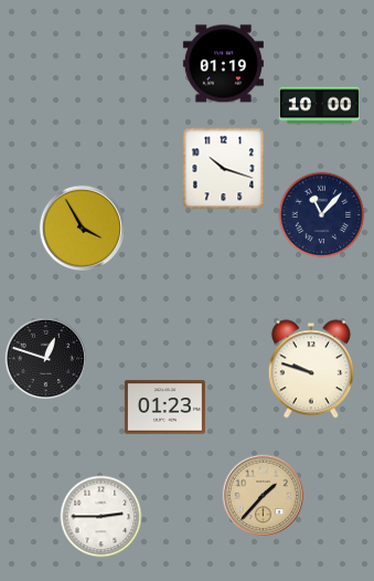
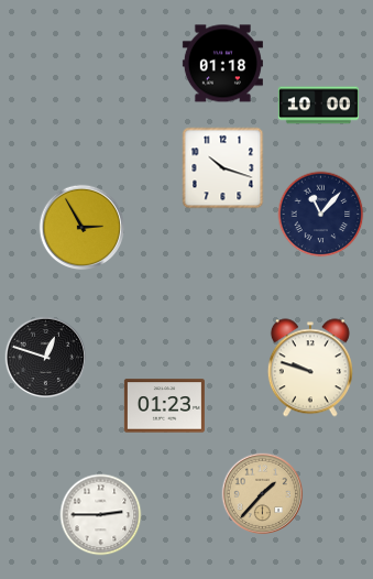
clock at (223, 64): 01:19 -> 01:18
clock at (83, 229): 3:55 -> 2:55
